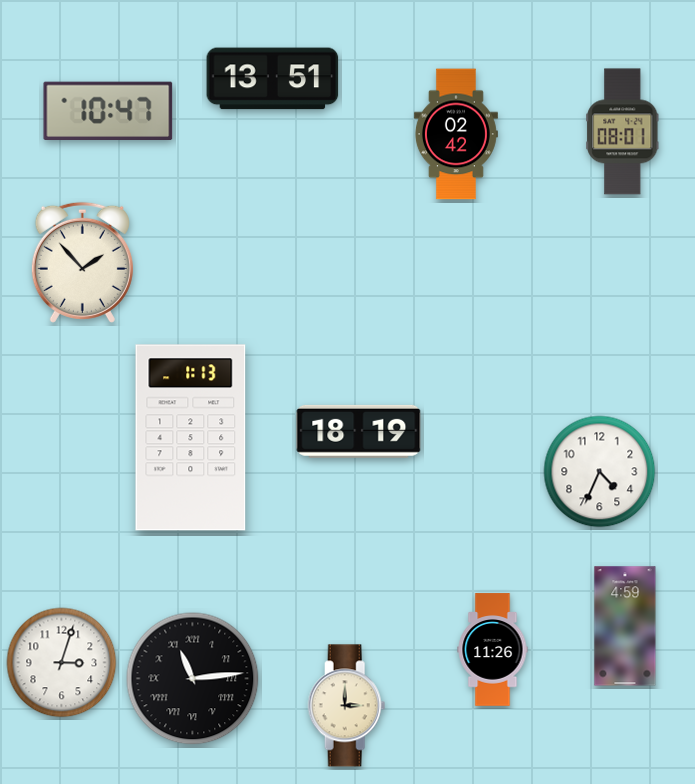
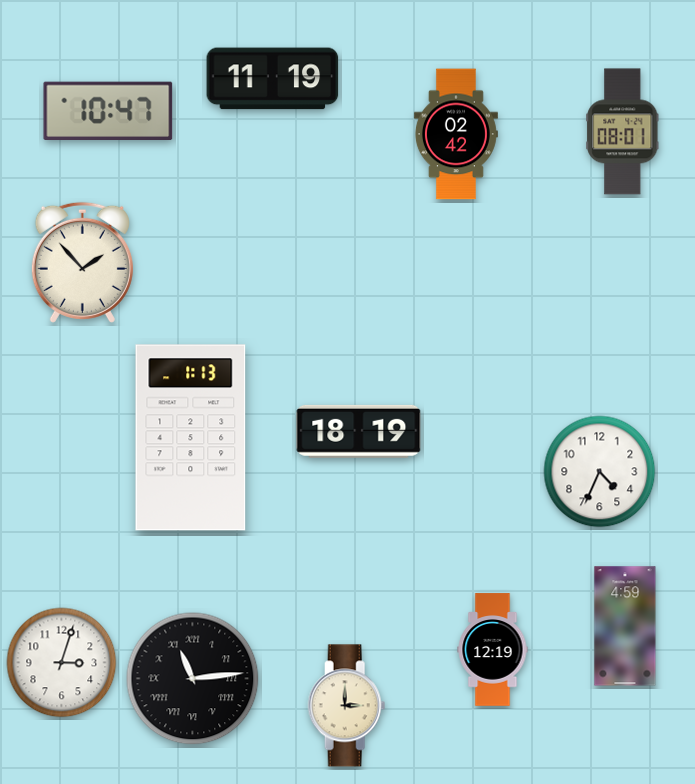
clock at (273, 79): 13:51 -> 11:19
clock at (493, 650): 11:26 -> 12:19
